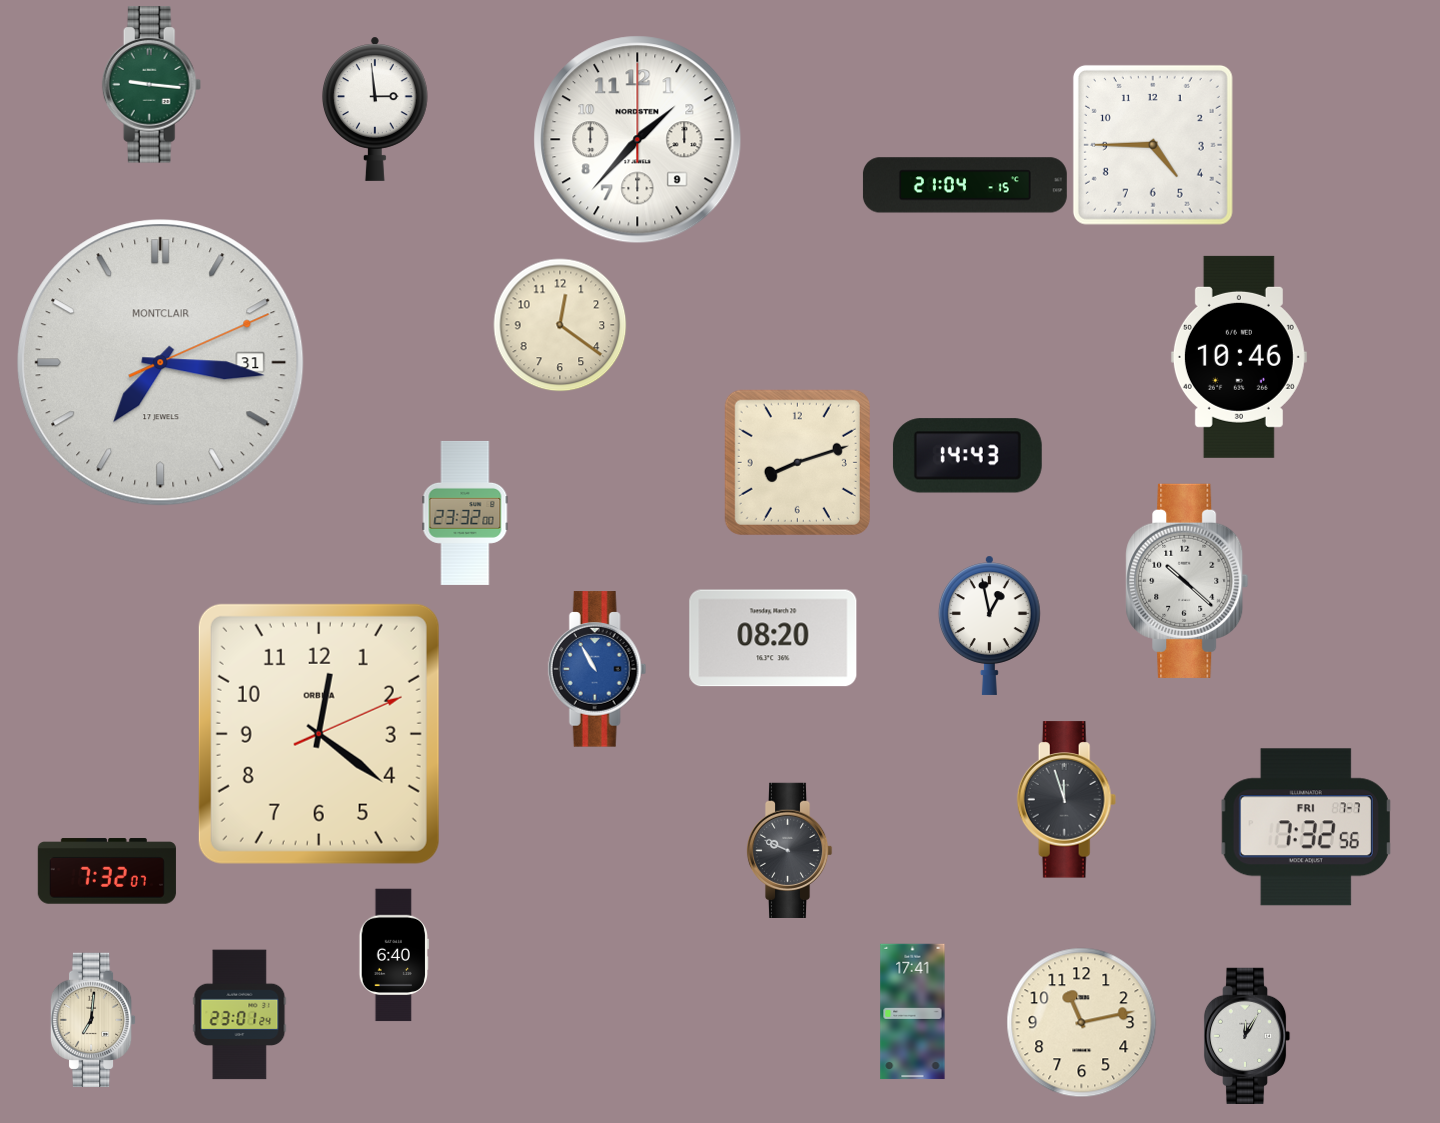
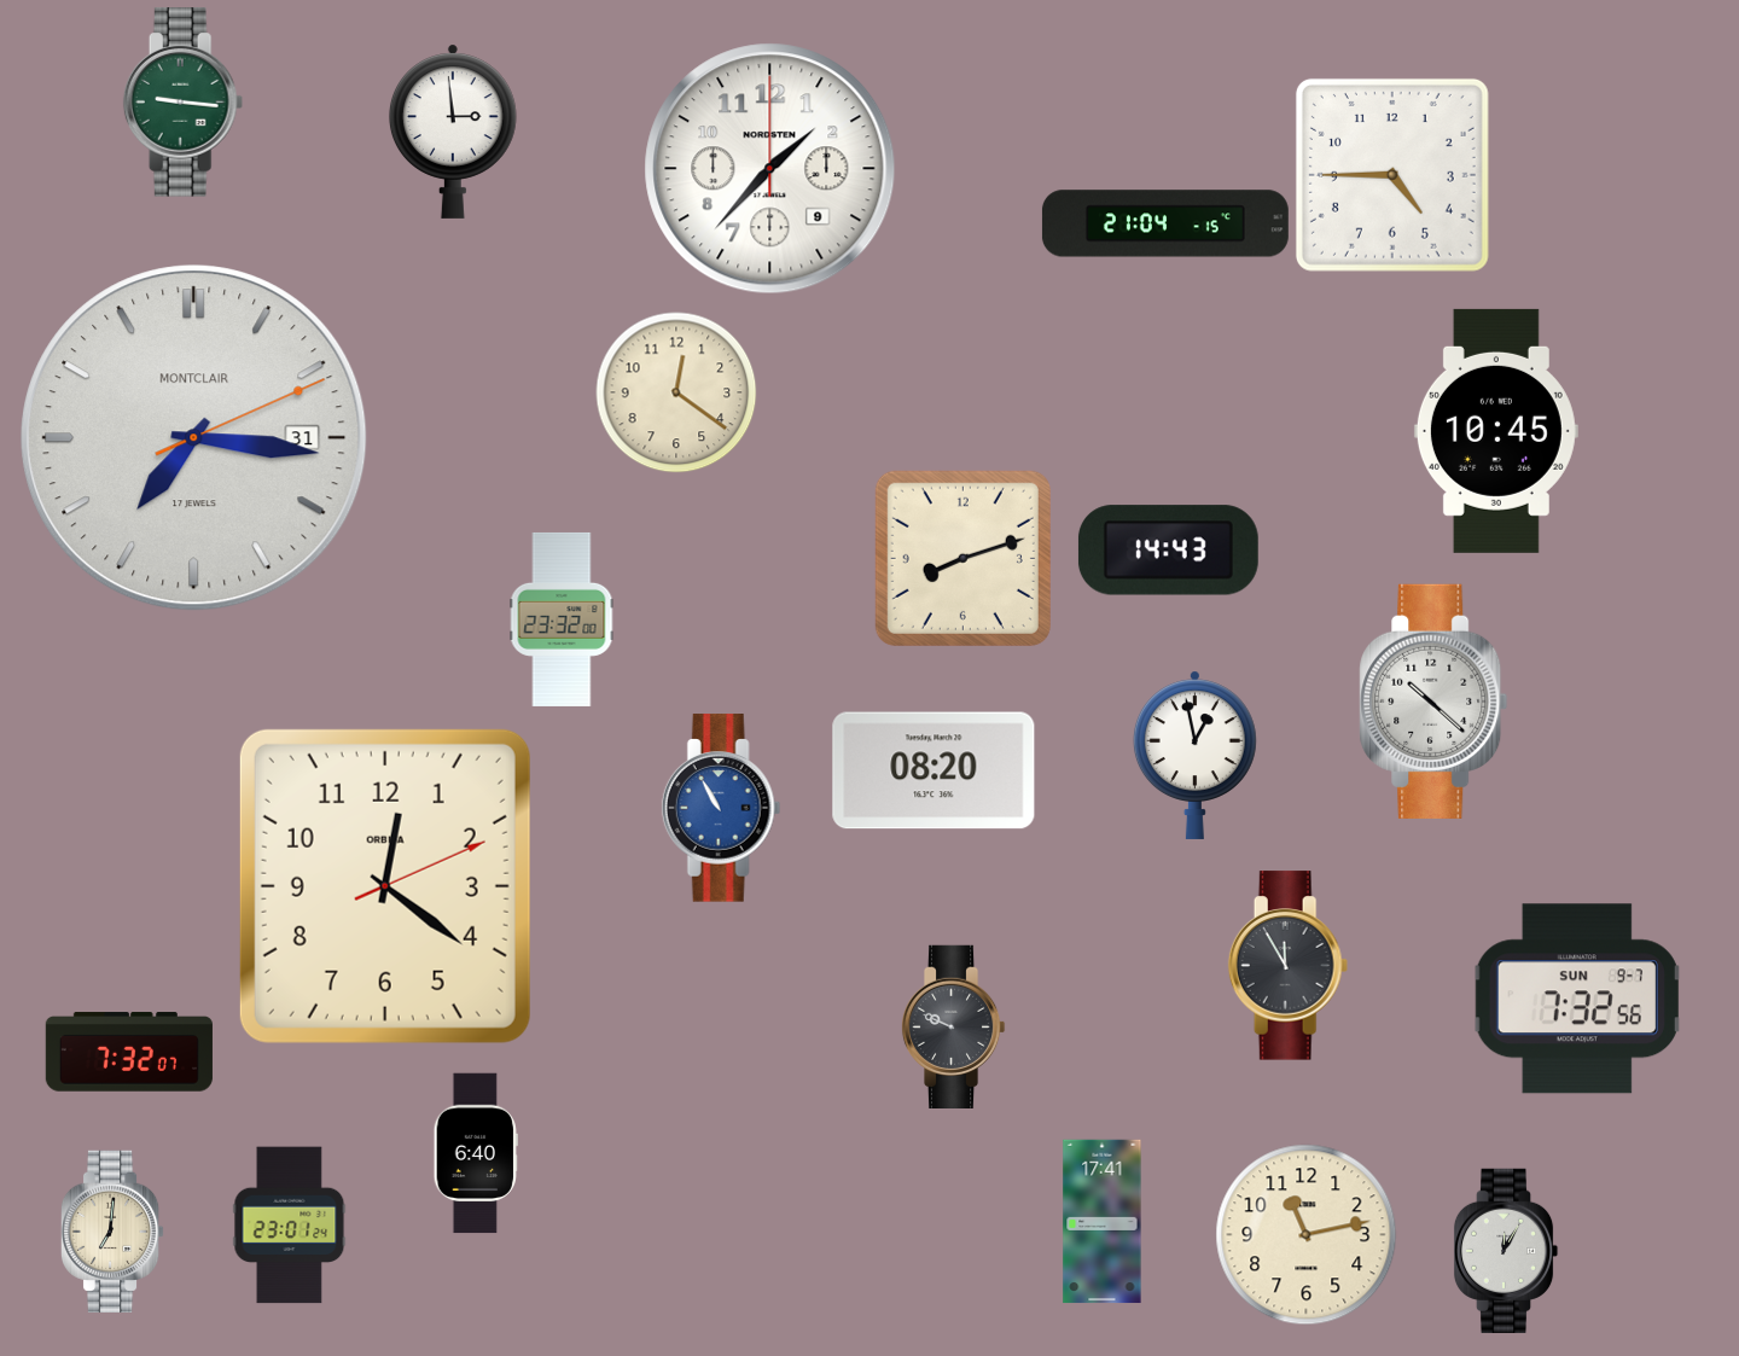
clock at (1239, 357): 10:46 -> 10:45
clock at (1067, 800): 11:57 -> 11:55
clock at (1306, 827) date: FRI 7-7 -> SUN 9-7
